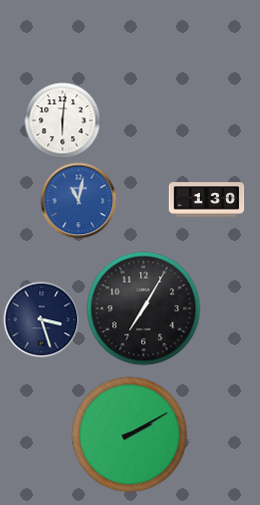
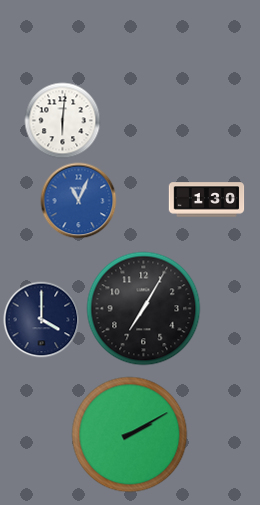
clock at (79, 201): 11:02 -> 11:04
clock at (42, 320): 3:27 -> 4:00
